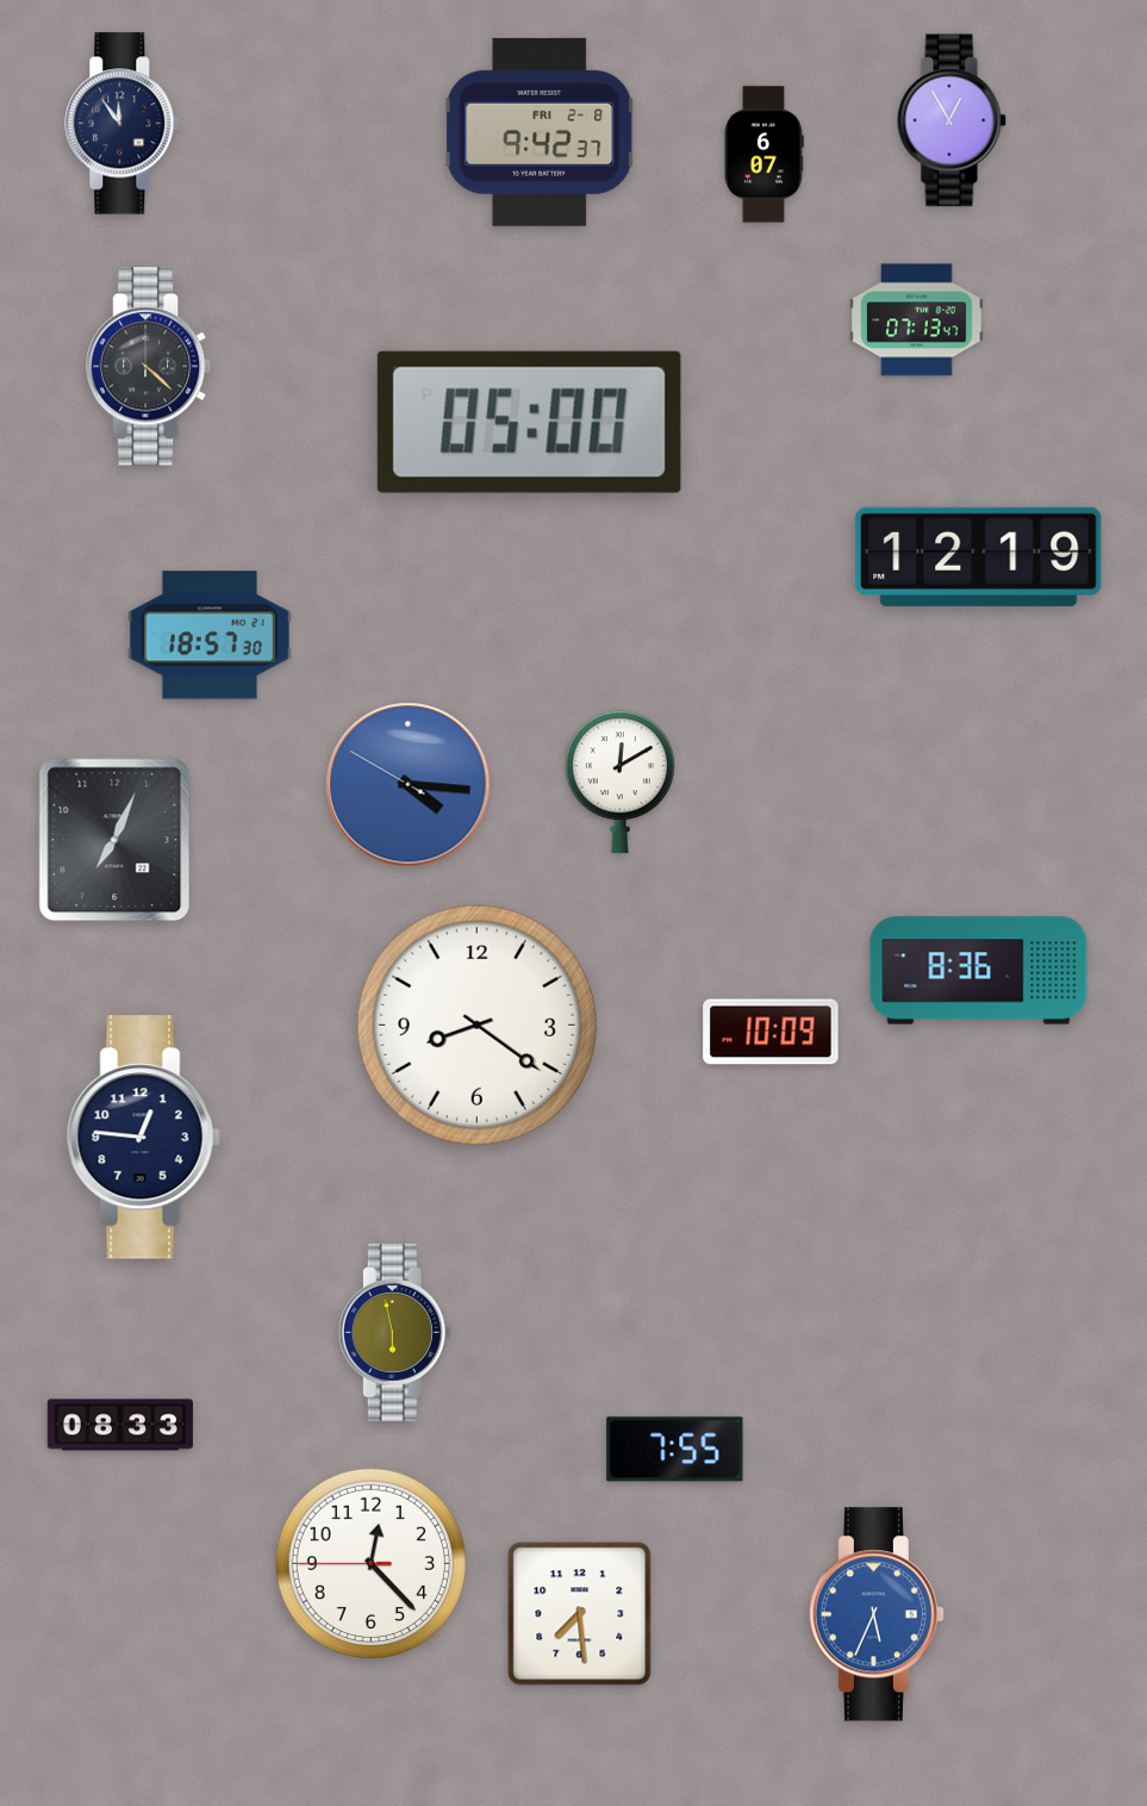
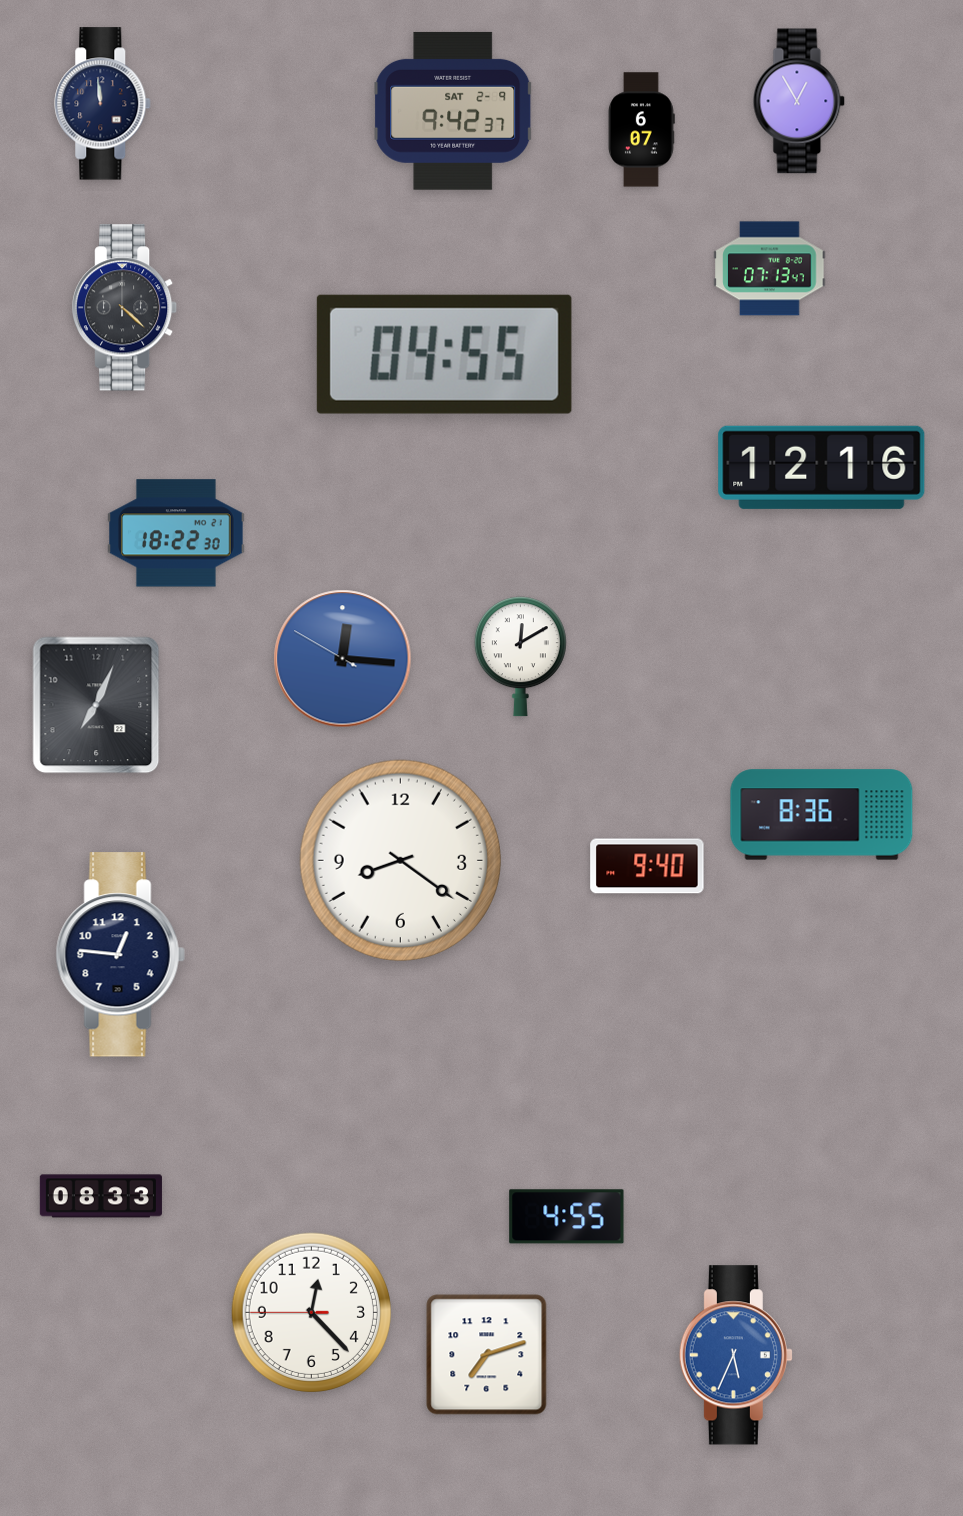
clock at (123, 124): 11:54 -> 11:59
clock at (540, 132) date: FRI 2-8 -> SAT 2-9
clock at (529, 422): 05:00 -> 04:55
clock at (979, 556): 12:19 -> 12:16
clock at (211, 635): 18:57 -> 18:22
clock at (409, 785): 4:15 -> 12:15
clock at (771, 1032): 10:09 -> 9:40
clock at (394, 1332): 5:58 -> none
clock at (675, 1450): 7:55 -> 4:55
clock at (580, 1614): 7:29 -> 7:12
